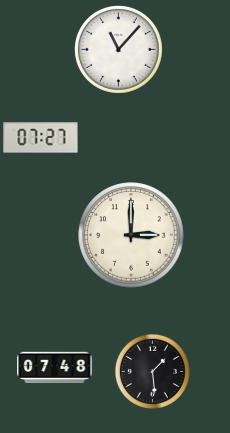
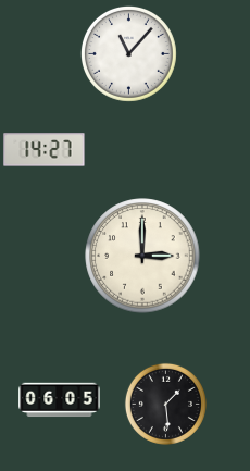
clock at (41, 138): 07:27 -> 14:27
clock at (55, 368): 07:48 -> 06:05
